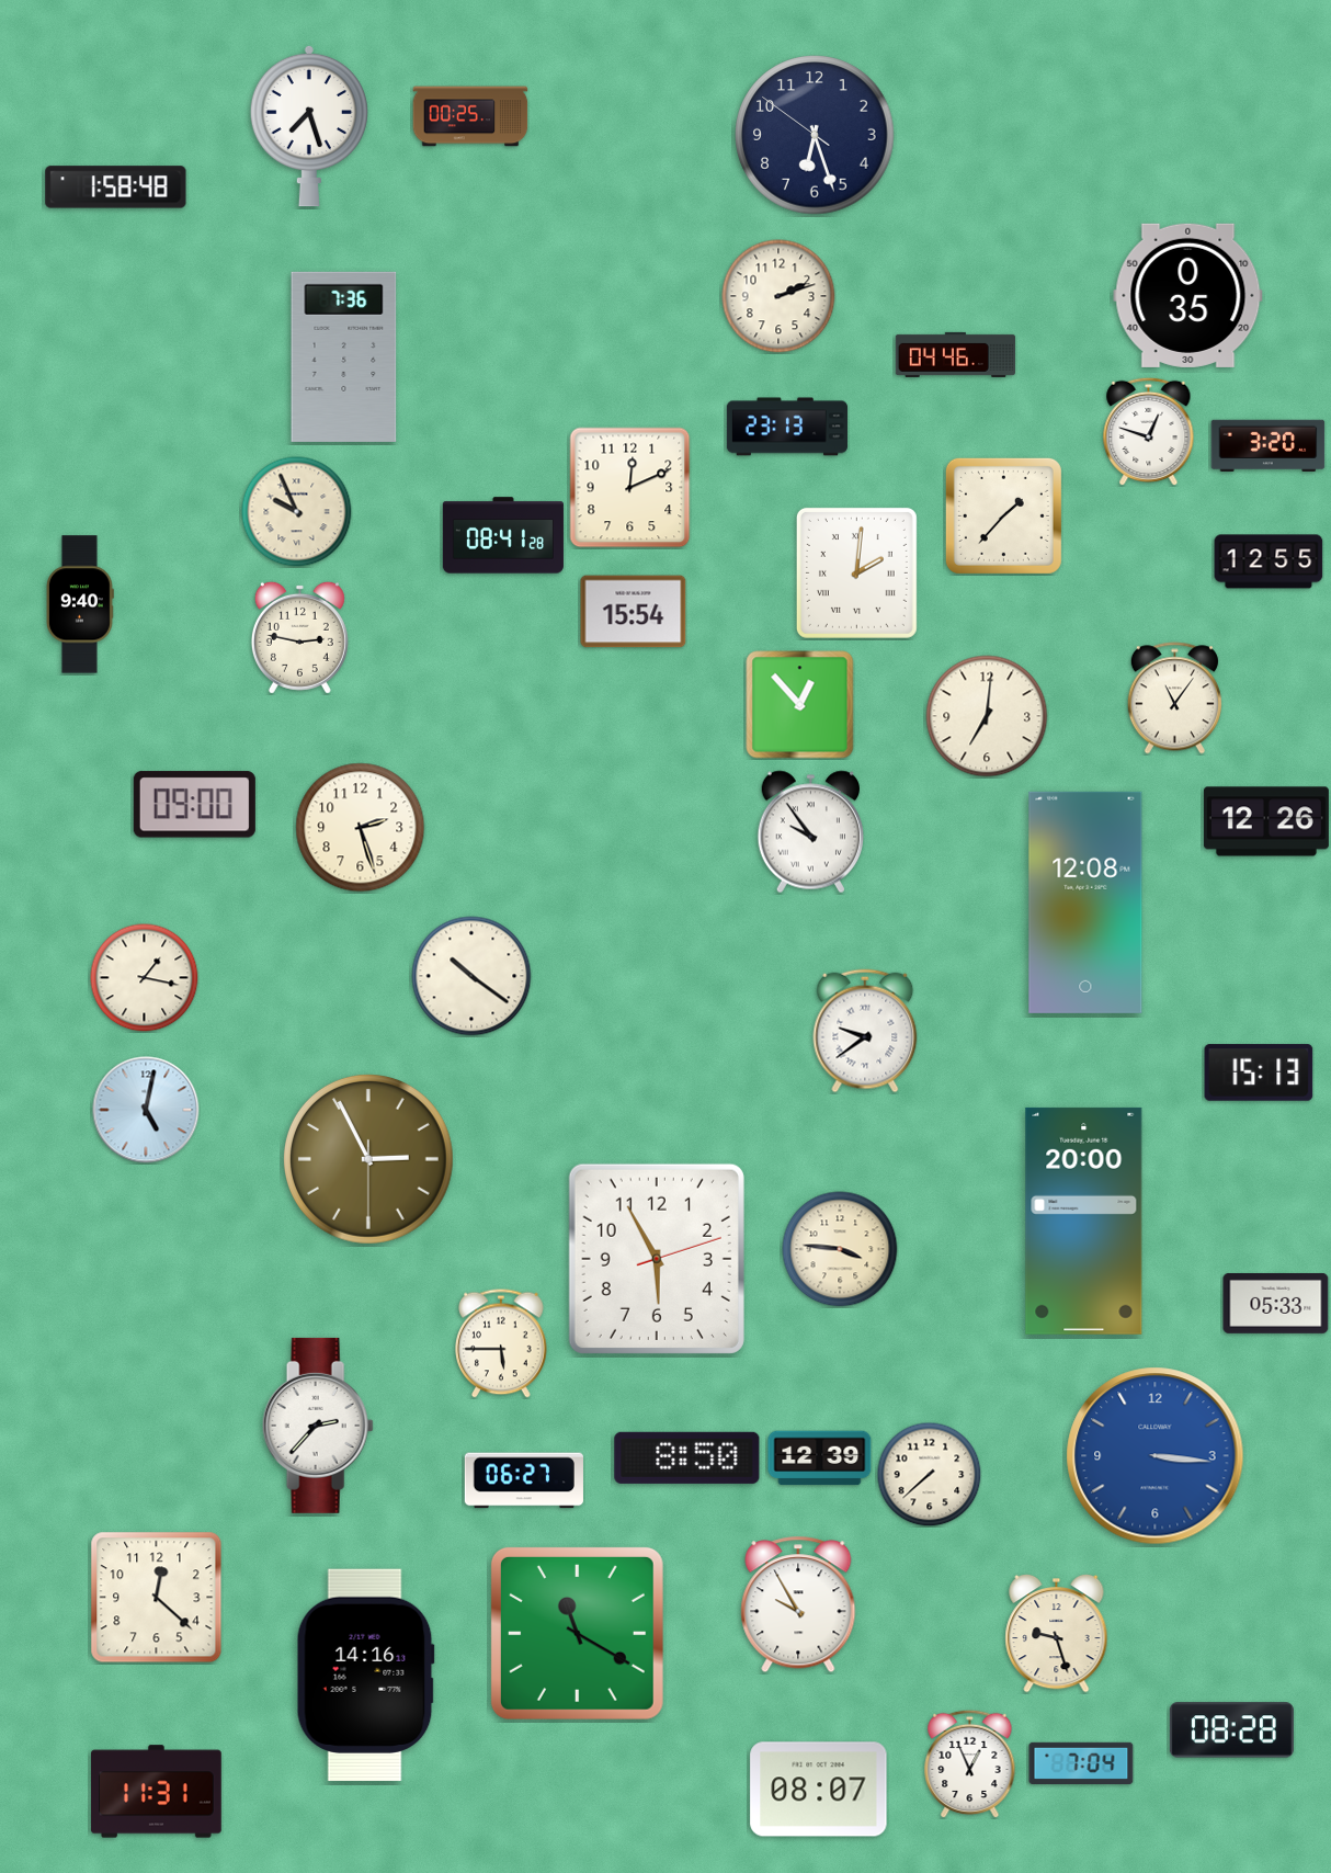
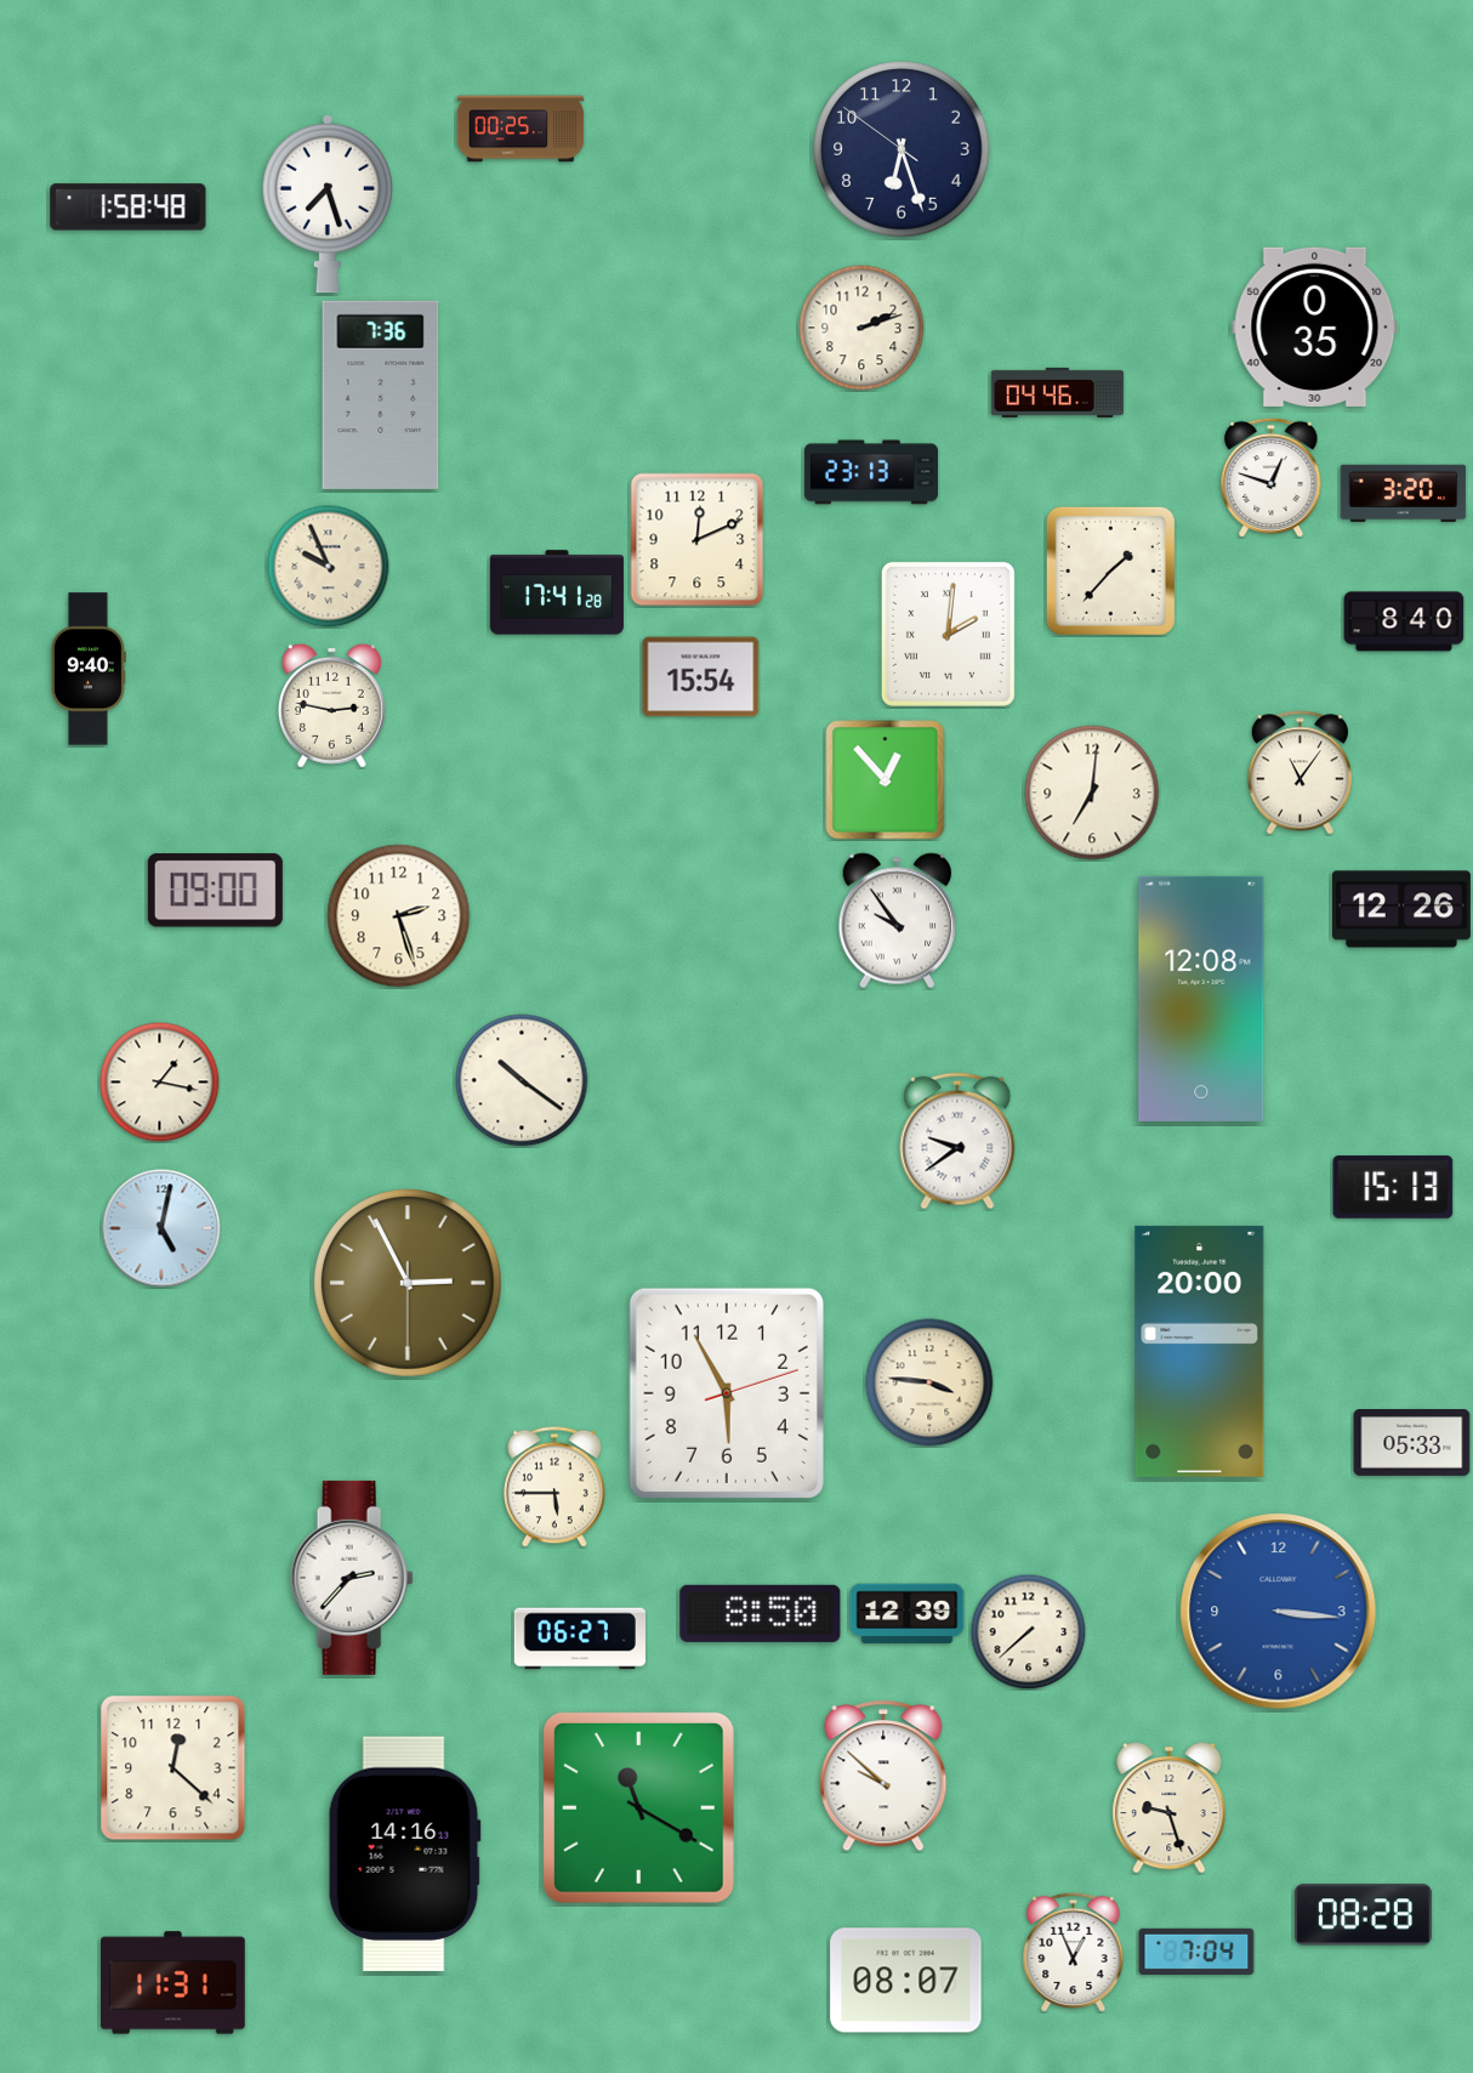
clock at (309, 126) position: (309, 126) -> (328, 204)
clock at (503, 535): 08:41 -> 17:41
clock at (1269, 561): 12:55 -> 8:40
clock at (798, 1604): 9:55 -> 9:52
